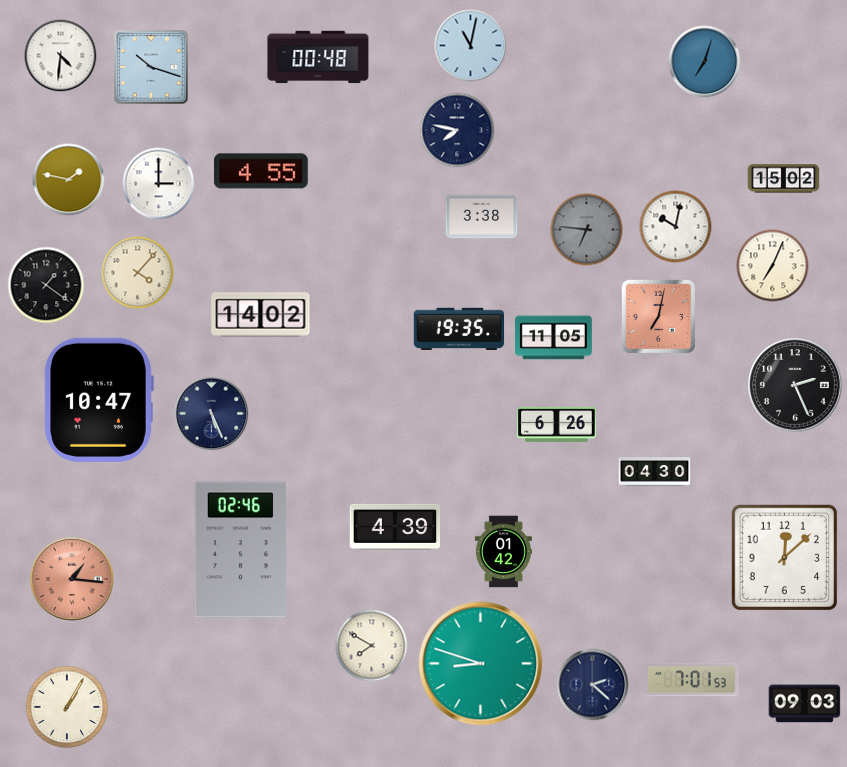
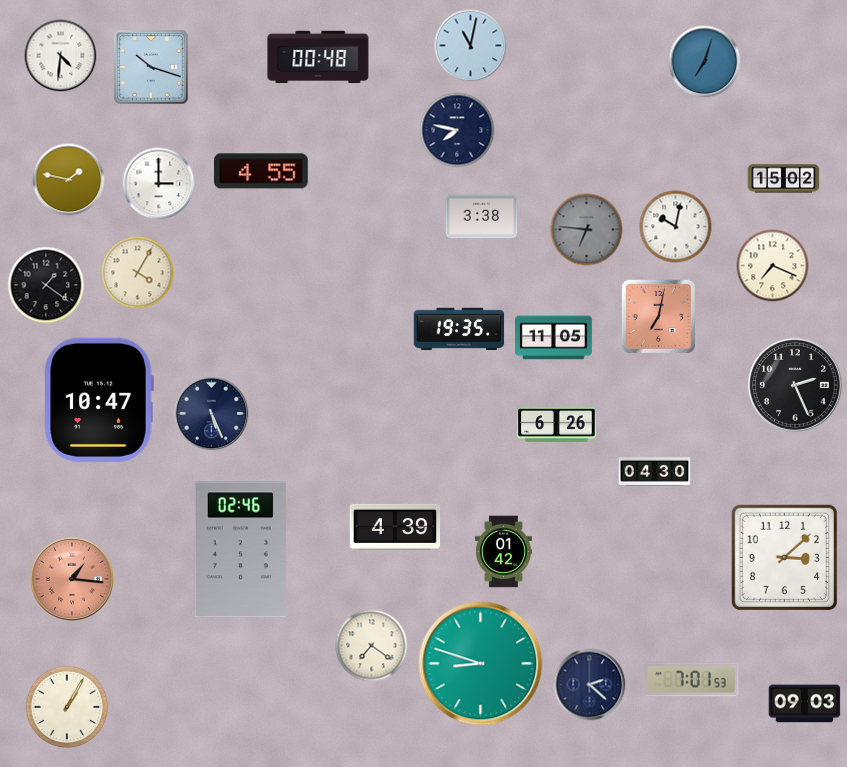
clock at (773, 266): 7:04 -> 7:19
clock at (138, 273): 4:07 -> 4:05
clock at (261, 315): 14:02 -> none
clock at (784, 557): 12:08 -> 3:08
clock at (372, 646): 7:50 -> 7:21
clock at (593, 685) position: (593, 685) -> (590, 685)
